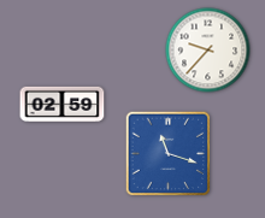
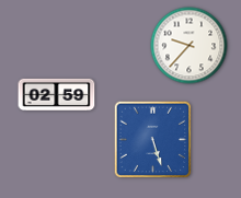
clock at (169, 154): 11:18 -> 5:27
